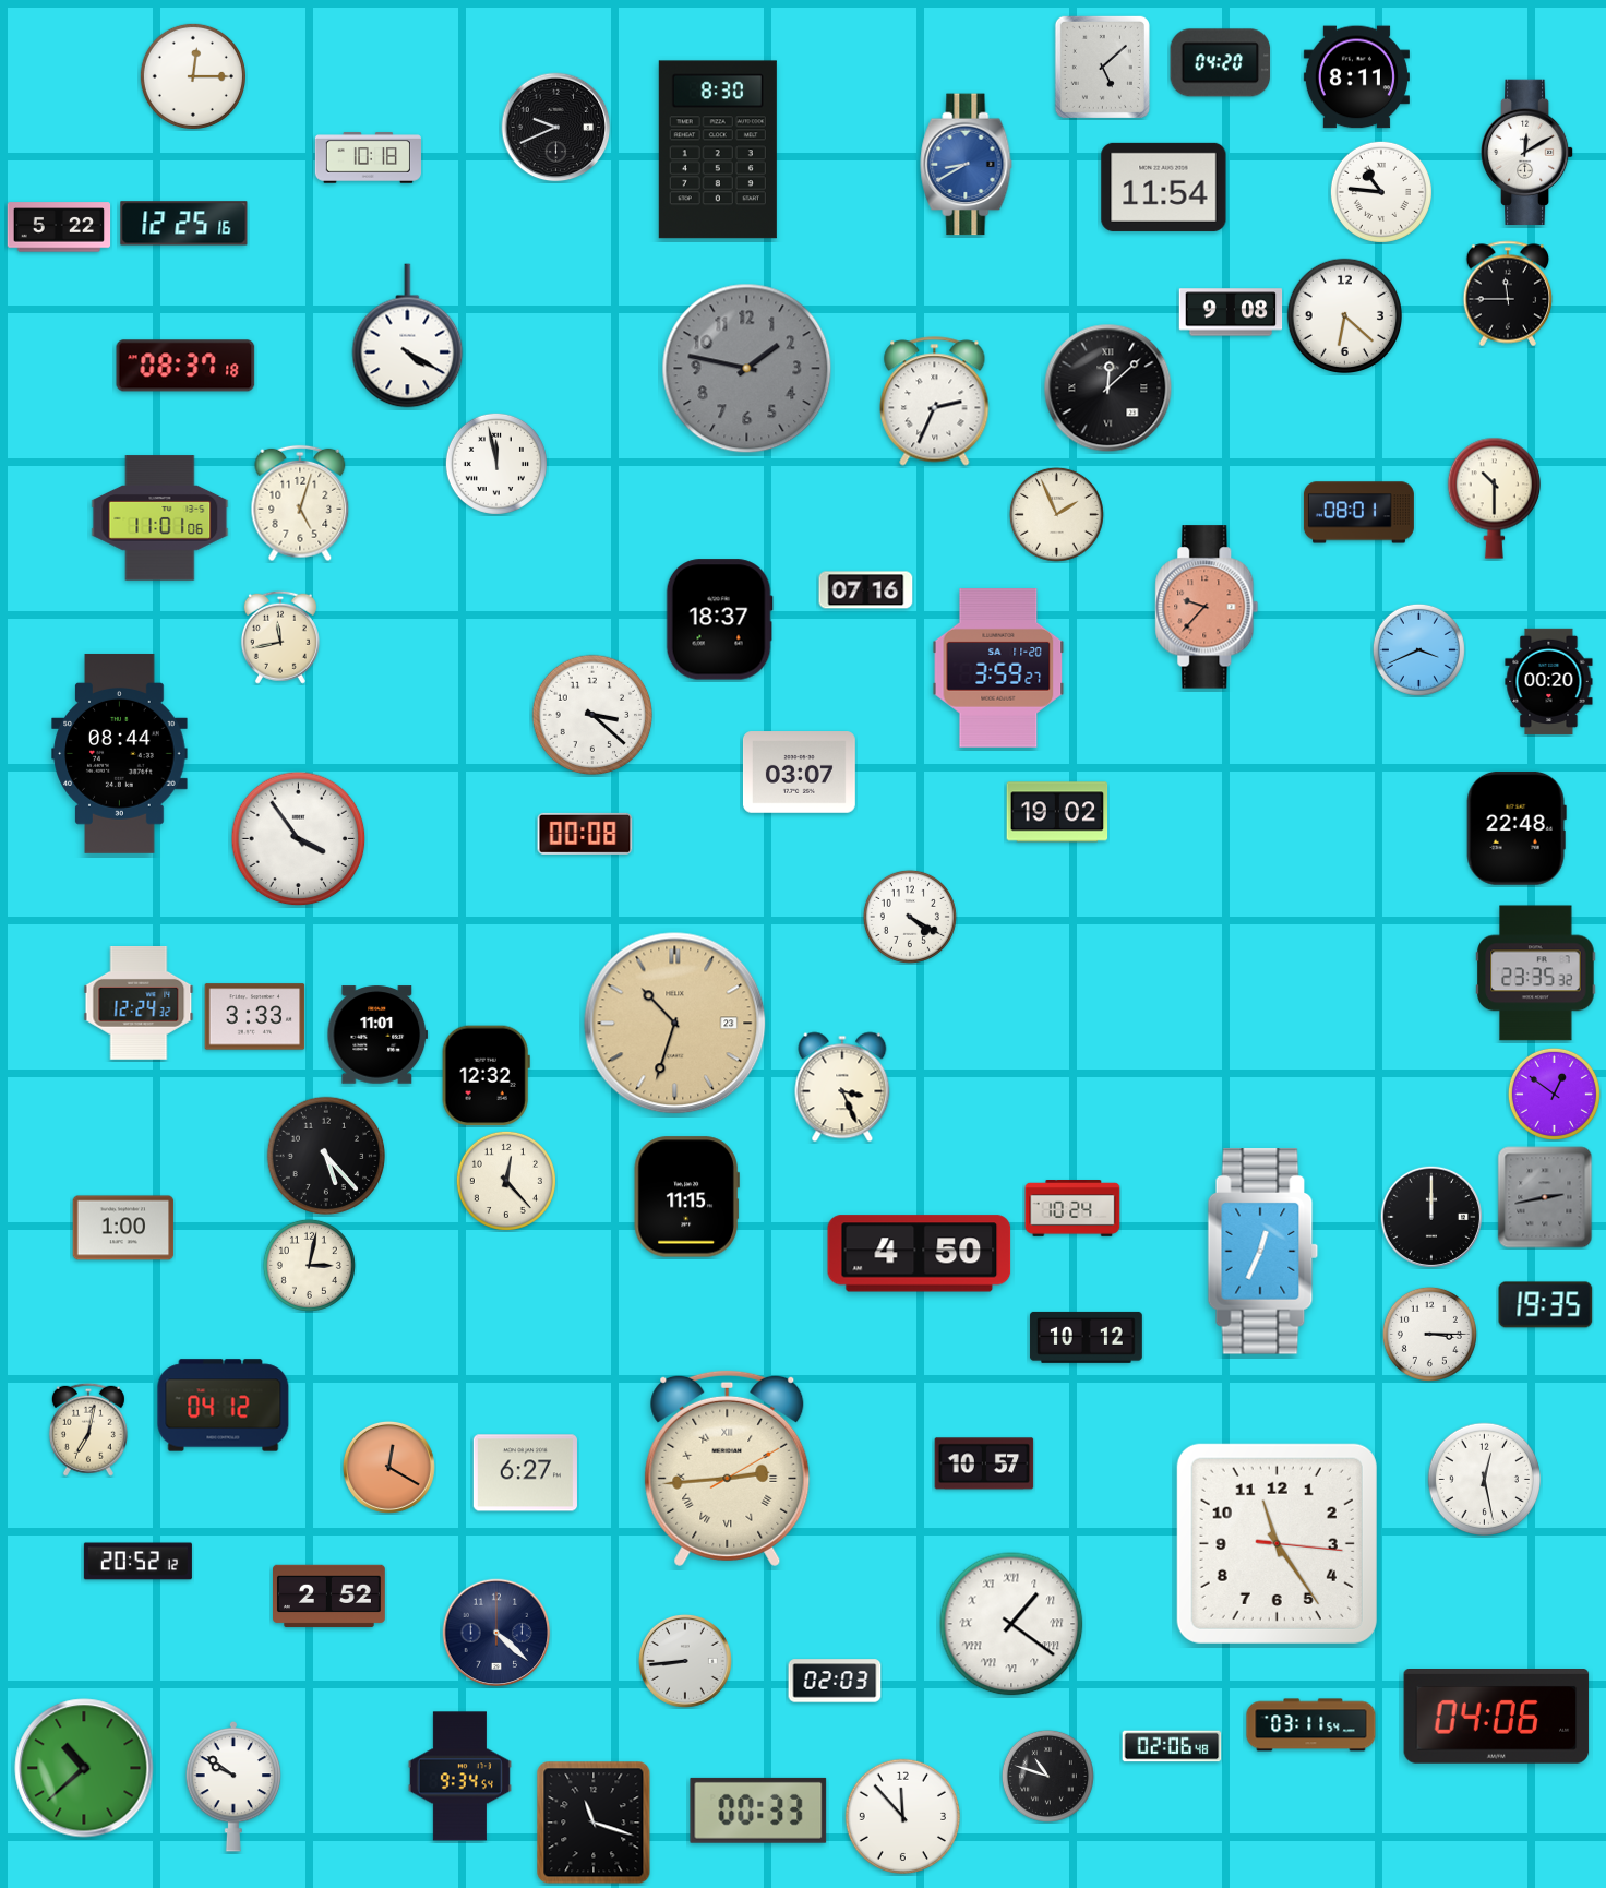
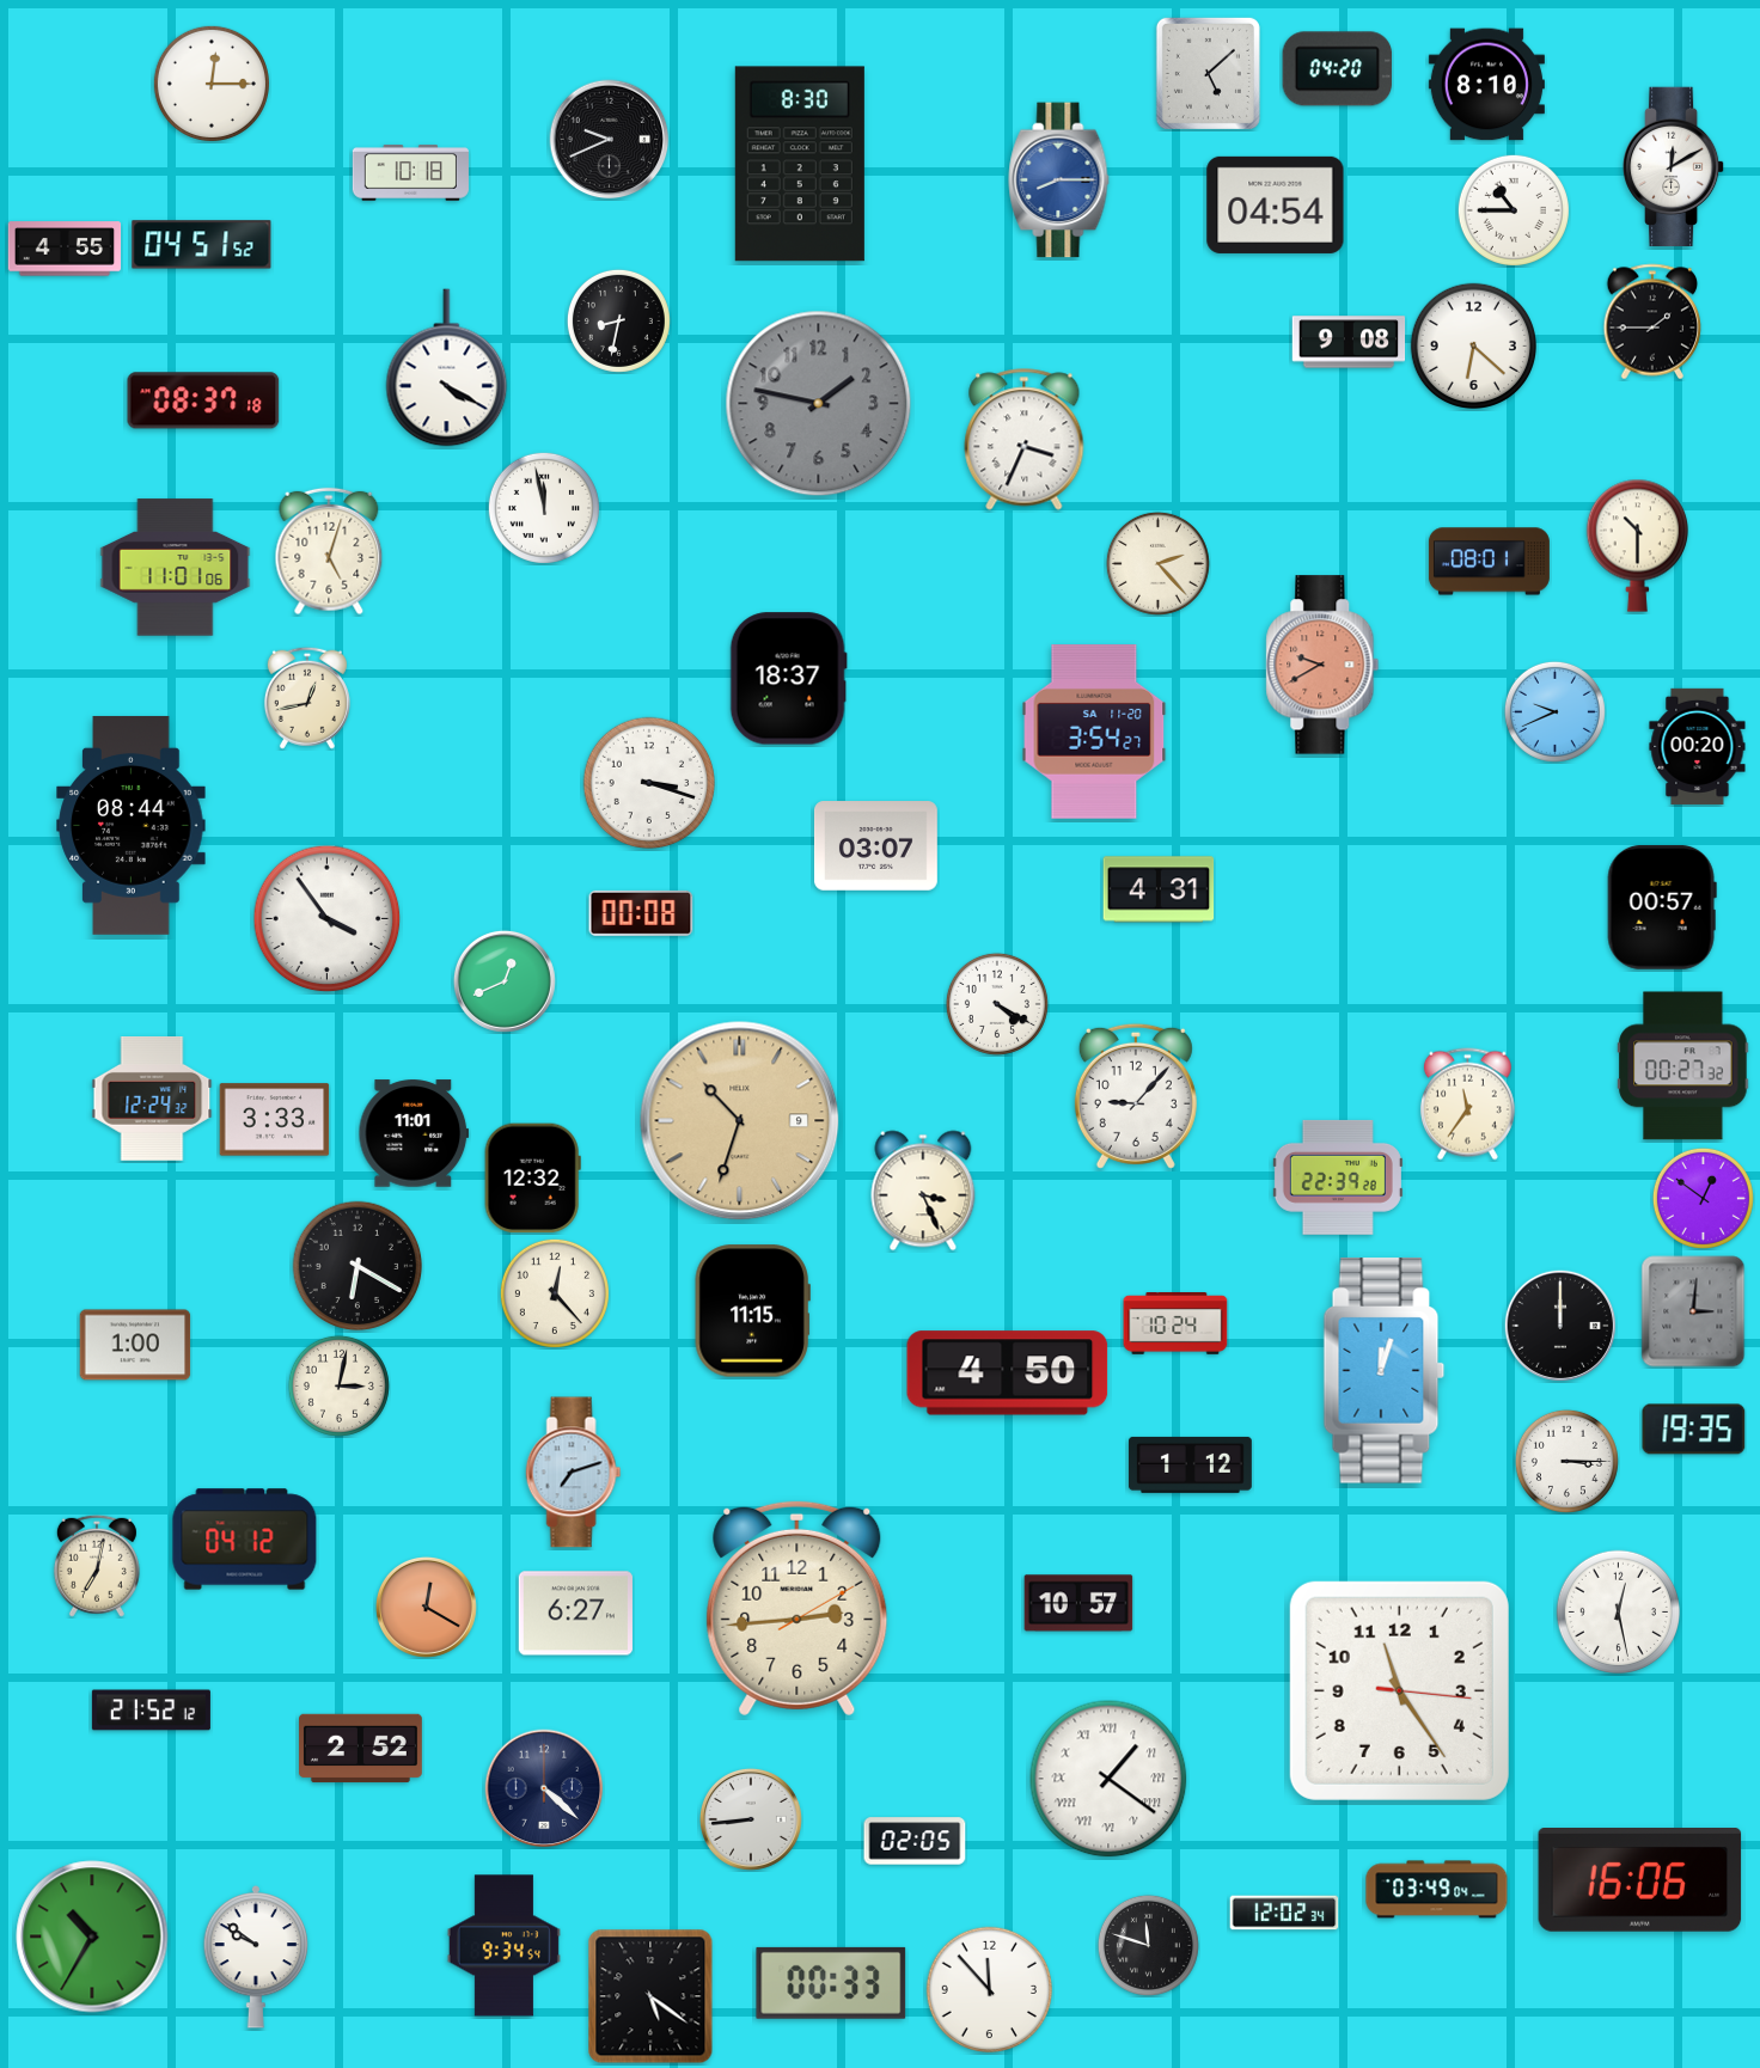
clock at (1356, 77): 8:11 -> 8:10
clock at (718, 150) position: (718, 150) -> (800, 164)
clock at (368, 158) position: (368, 158) -> (410, 173)
clock at (967, 165): 8:40 -> 8:15
clock at (1164, 187): 11:54 -> 04:54
clock at (1381, 192): 10:46 -> 10:45
clock at (184, 224): 12:25 -> 04:51
clock at (59, 227): 5:22 -> 4:55
clock at (618, 320): none -> 8:32
clock at (1508, 294): 11:45 -> 1:45
clock at (1108, 389): 12:08 -> none
clock at (935, 402): 2:34 -> 3:34
clock at (1056, 514): 1:56 -> 2:23
clock at (866, 590): 07:16 -> none
clock at (1207, 607): 9:37 -> 9:40
clock at (280, 637): 11:43 -> 12:43
clock at (1418, 649): 3:41 -> 9:41
clock at (998, 668): 3:59 -> 3:54
clock at (592, 715): 3:22 -> 3:18
clock at (1057, 812): 19:02 -> 4:31
clock at (1517, 828): 22:48 -> 00:57
clock at (505, 981): none -> 12:41
clock at (1536, 973): 23:35 -> 00:27
clock at (1136, 1096): none -> 9:07
clock at (1467, 1105): none -> 11:36
clock at (255, 1017) position: (255, 1017) -> (275, 1120)
clock at (675, 1024) date: 23 -> 9
clock at (1338, 1177): none -> 22:39
clock at (326, 1156): 5:23 -> 6:20
clock at (1545, 1197): 2:43 -> 3:01
clock at (1430, 1216) position: (1430, 1216) -> (1559, 1324)
clock at (1263, 1252): 12:34 -> 12:03
clock at (1086, 1337): 10:12 -> 1:12
clock at (574, 1473): none -> 7:12
clock at (728, 1468) numerals: Roman -> Arabic
clock at (1484, 1479) position: (1484, 1479) -> (1618, 1611)
clock at (137, 1562): 20:52 -> 21:52
clock at (835, 1681): 02:03 -> 02:05
clock at (1497, 1717): 04:06 -> 16:06
clock at (1311, 1725): 03:11 -> 03:49
clock at (1172, 1746): 02:06 -> 12:02
clock at (84, 1768): 10:38 -> 10:35
clock at (1047, 1776): 10:48 -> 11:48
clock at (594, 1823): 11:18 -> 5:21
